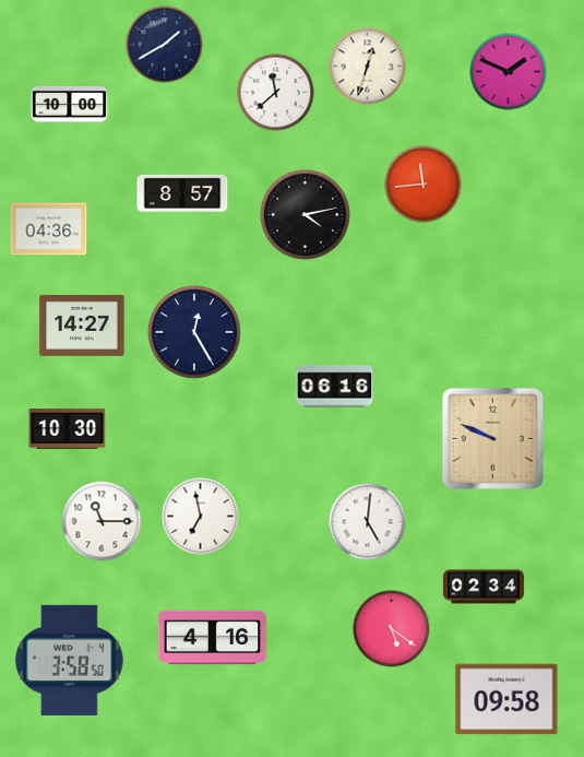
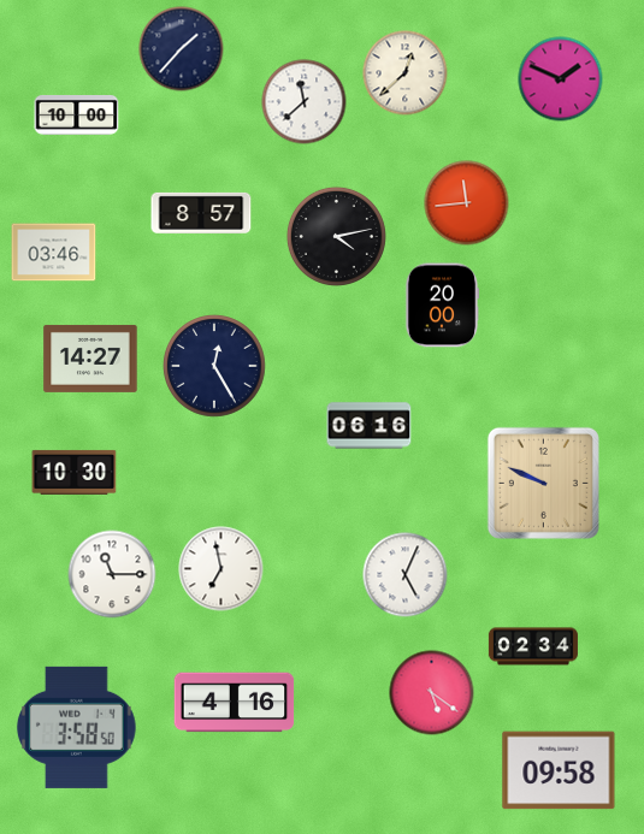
clock at (165, 45): 1:40 -> 1:37
clock at (368, 67): 12:33 -> 12:38
clock at (49, 229): 04:36 -> 03:46
clock at (442, 306): none -> 20:00
clock at (368, 522): 5:01 -> 5:04
